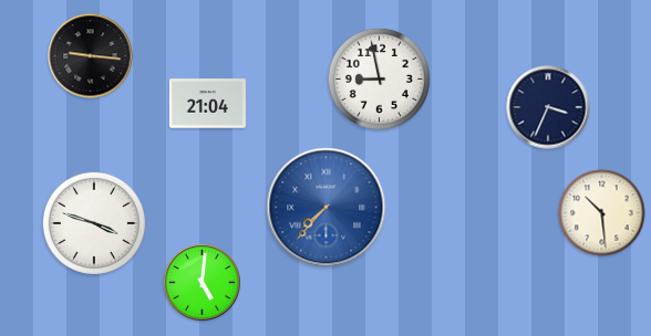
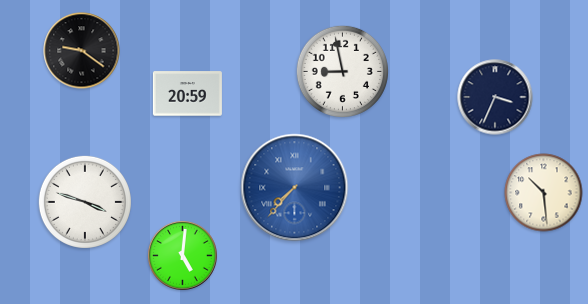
clock at (91, 56): 9:16 -> 9:21
clock at (207, 104): 21:04 -> 20:59
